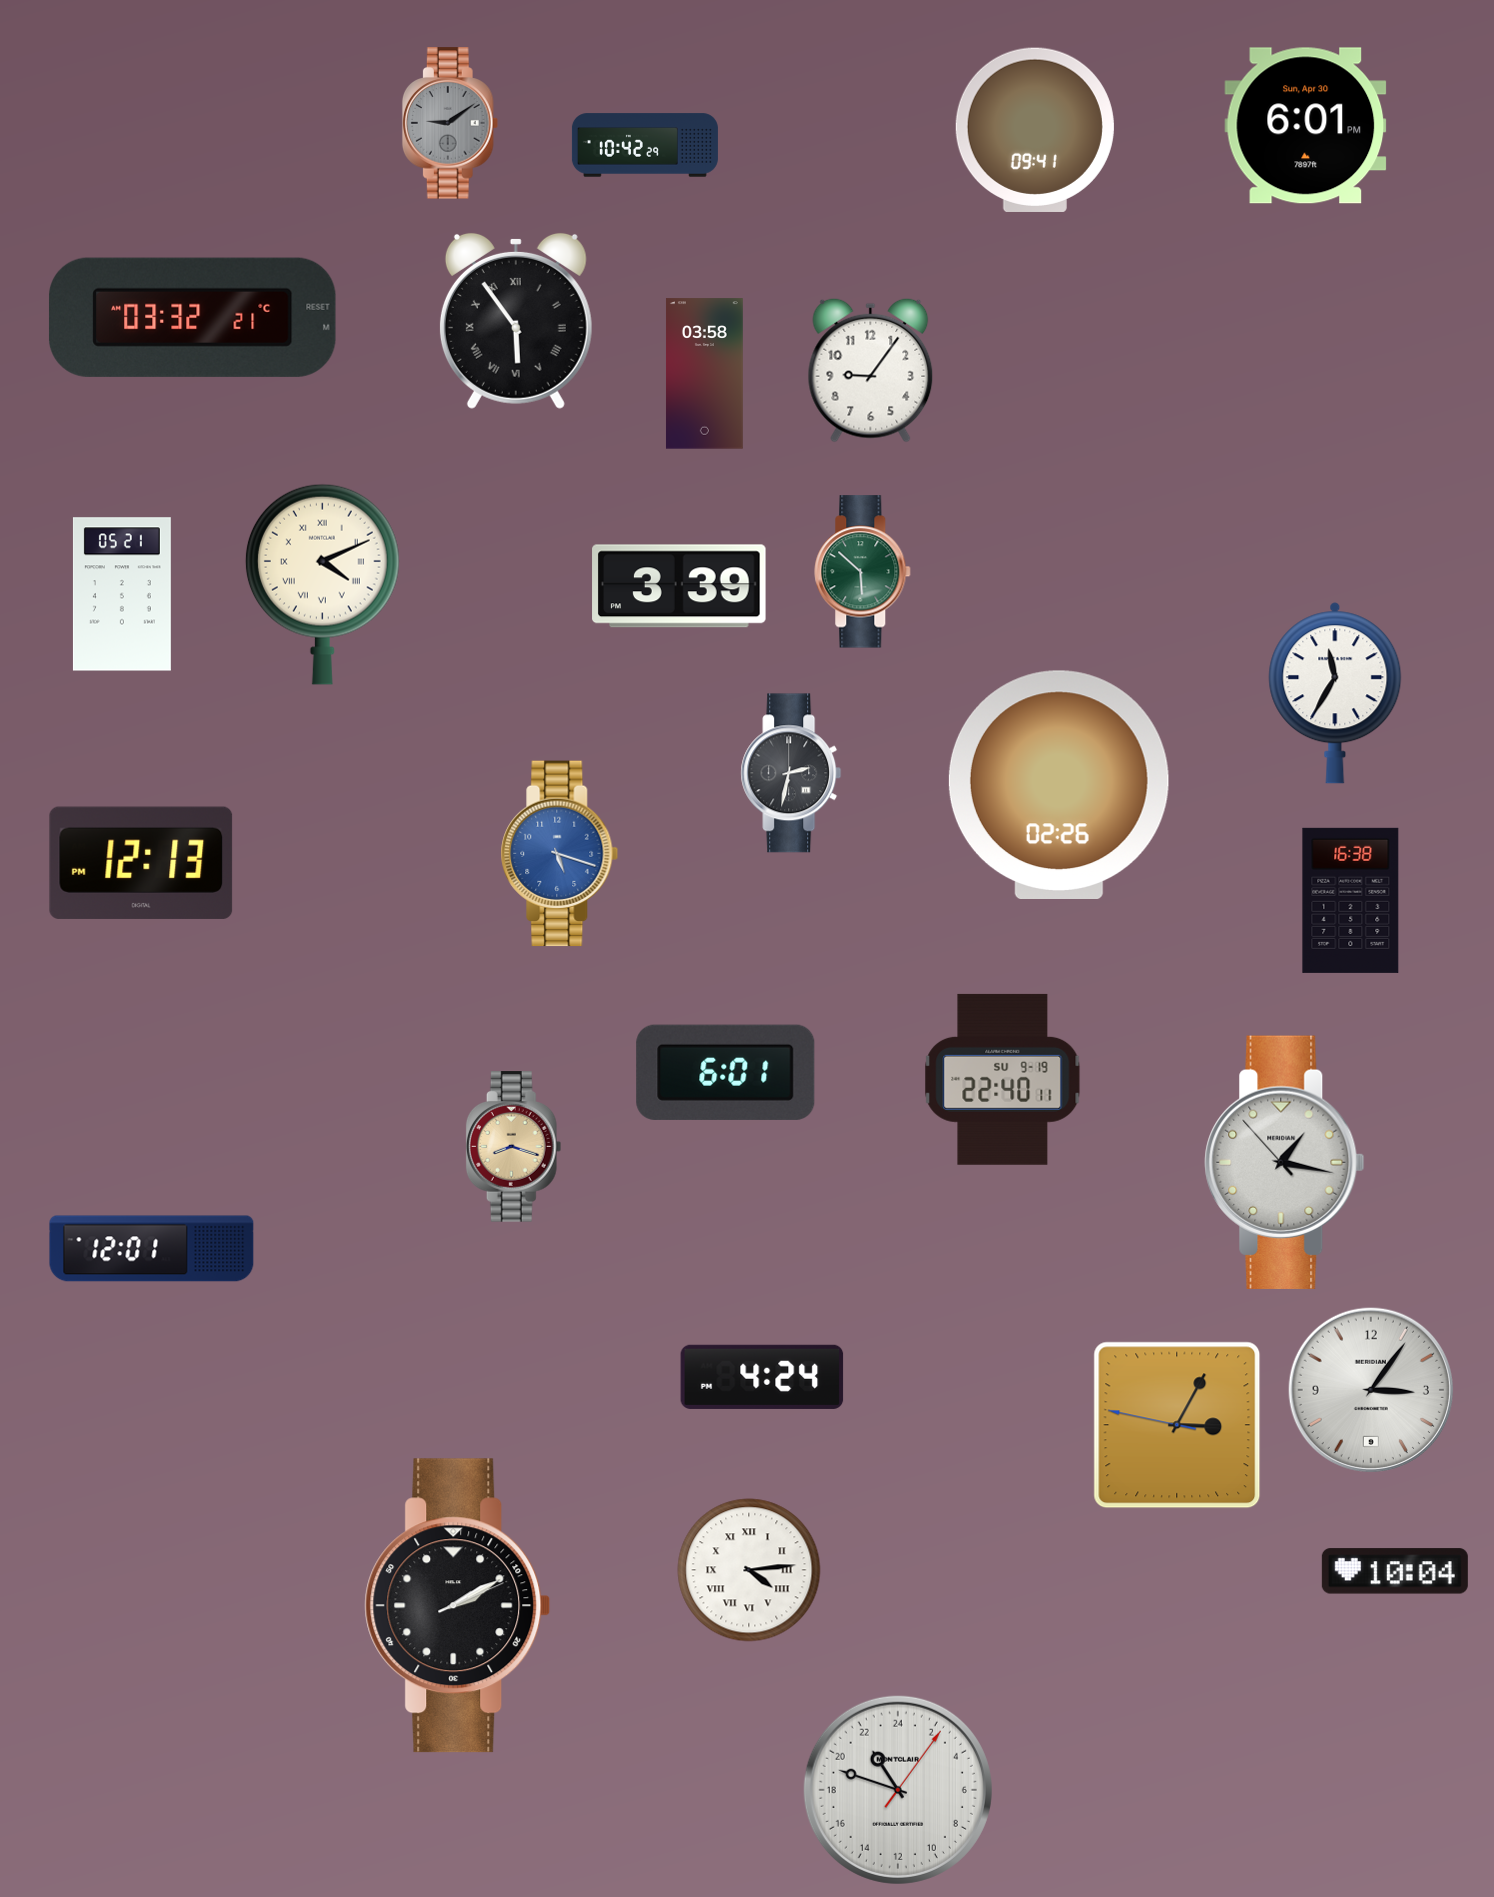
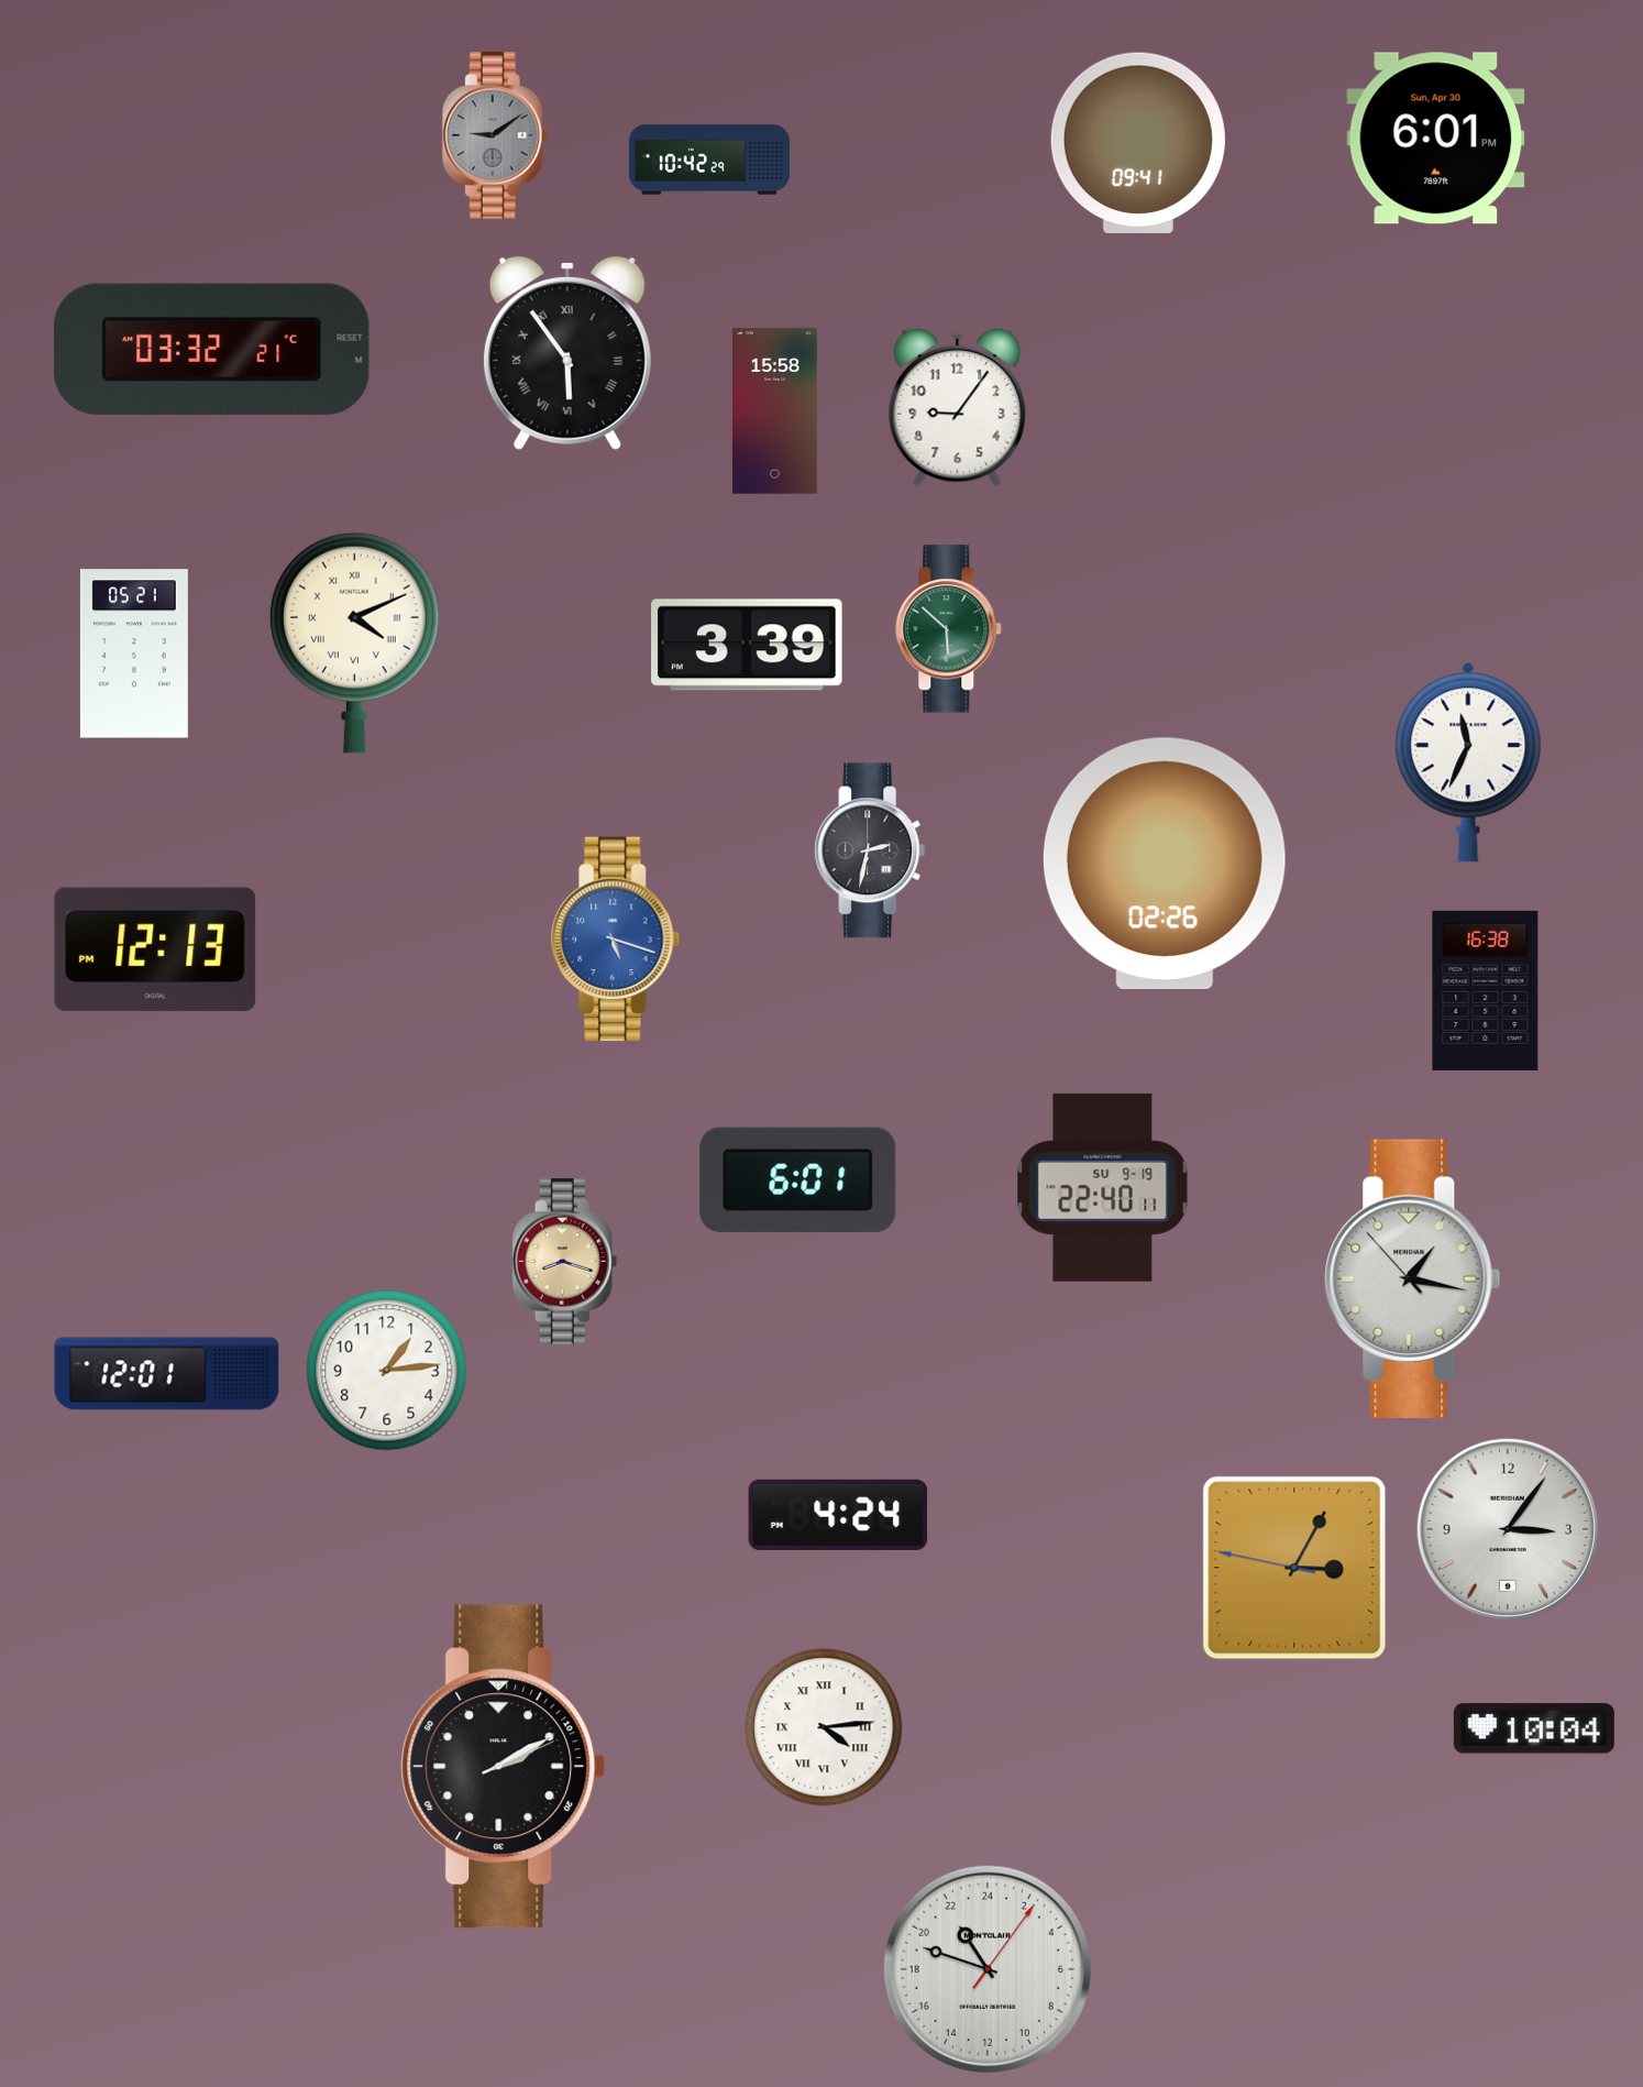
clock at (704, 374): 03:58 -> 15:58
clock at (1335, 693): 11:35 -> 11:34
clock at (387, 1371): none -> 1:14
